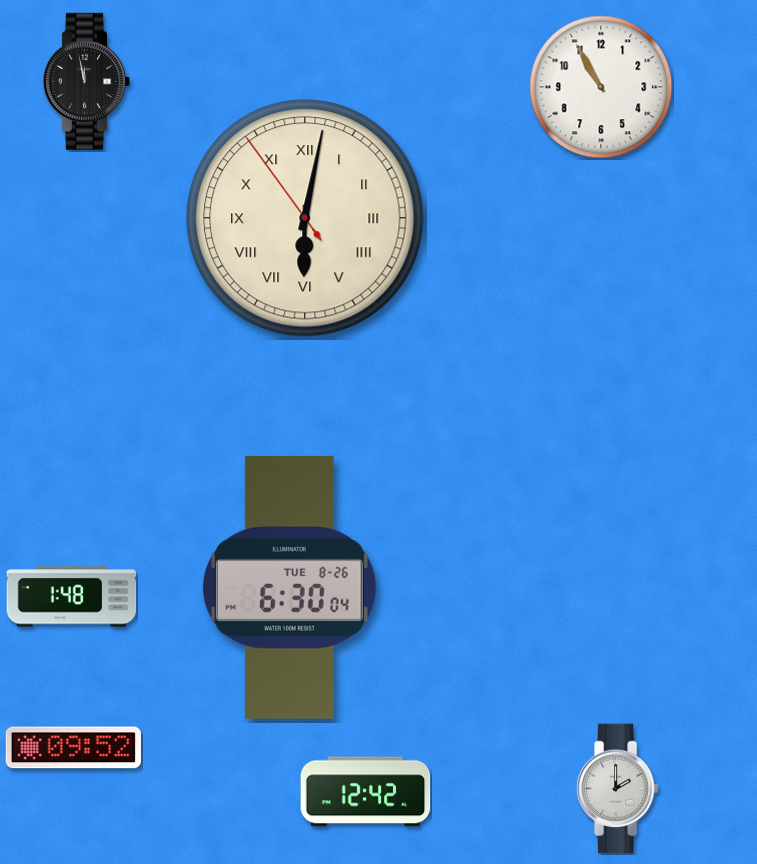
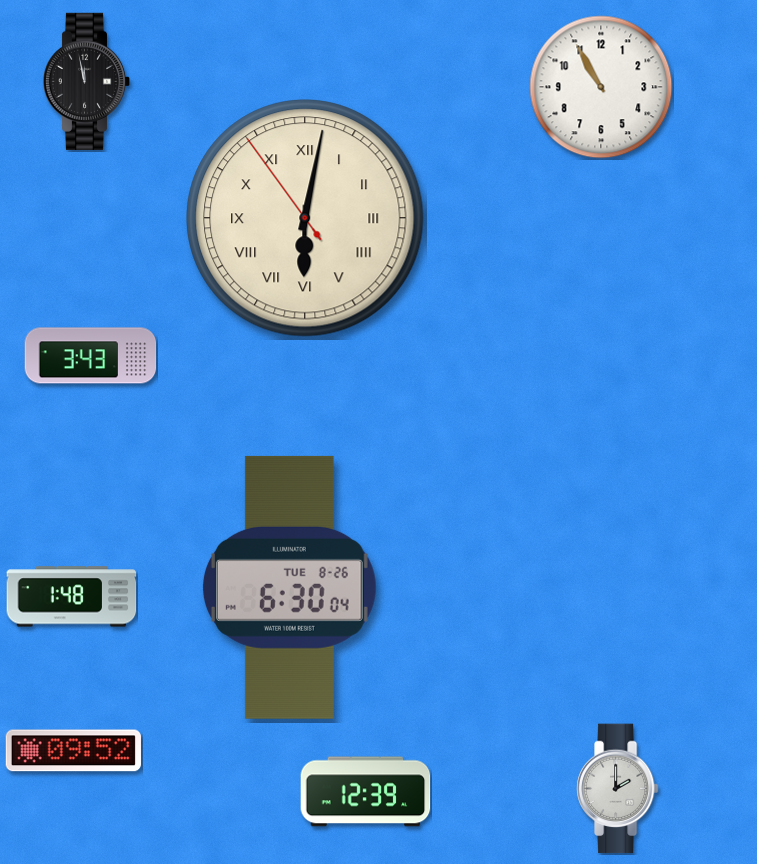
clock at (91, 356): none -> 3:43
clock at (73, 748) position: (73, 748) -> (73, 751)
clock at (366, 792): 12:42 -> 12:39
